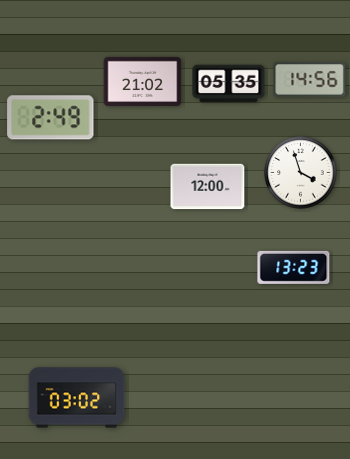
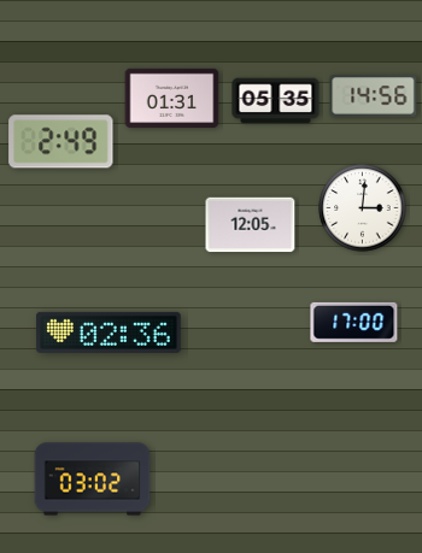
clock at (143, 81): 21:02 -> 01:31
clock at (301, 173): 3:57 -> 3:01
clock at (208, 187): 12:00 -> 12:05
clock at (294, 267): 13:23 -> 17:00
clock at (110, 333): none -> 02:36
